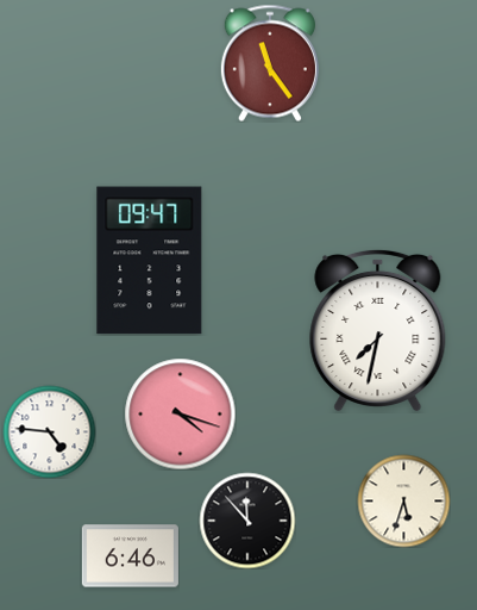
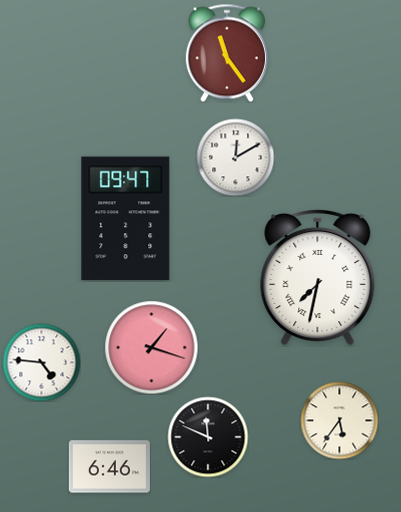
clock at (235, 157): none -> 12:10
clock at (180, 413): 4:18 -> 1:18
clock at (403, 500): 5:33 -> 5:36
clock at (247, 521): 11:53 -> 11:49
